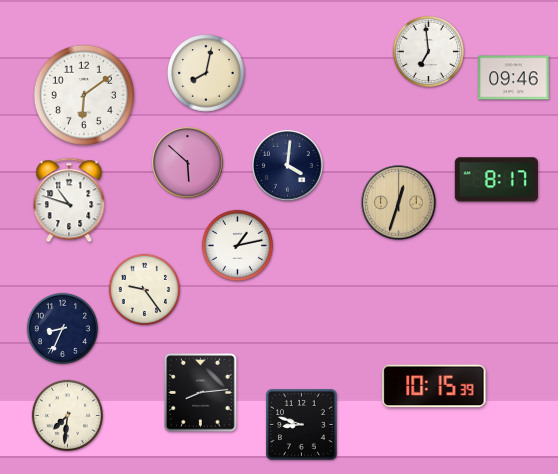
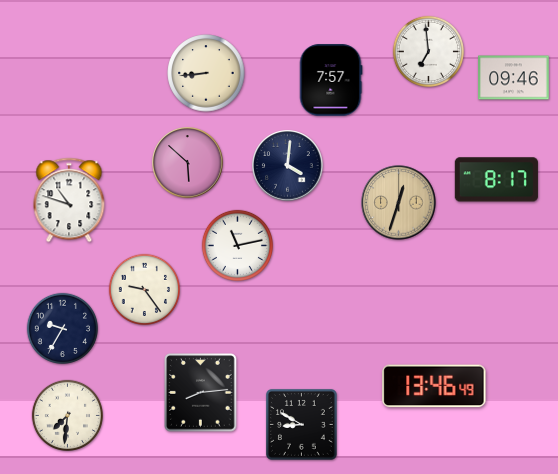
clock at (206, 73): 8:02 -> 8:44
clock at (331, 80): none -> 7:57
clock at (84, 95): 6:09 -> none
clock at (237, 245): 1:13 -> 11:13
clock at (62, 328): 8:34 -> 9:35
clock at (434, 386): 10:15 -> 13:46
clock at (301, 424): 8:48 -> 8:50
